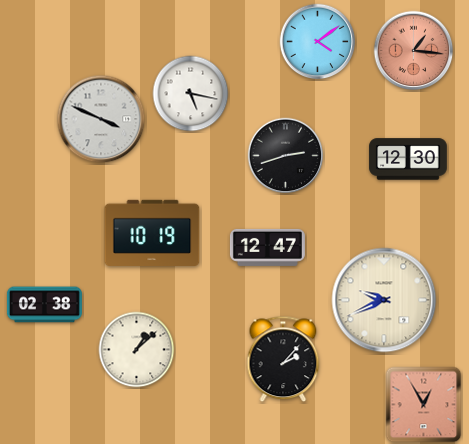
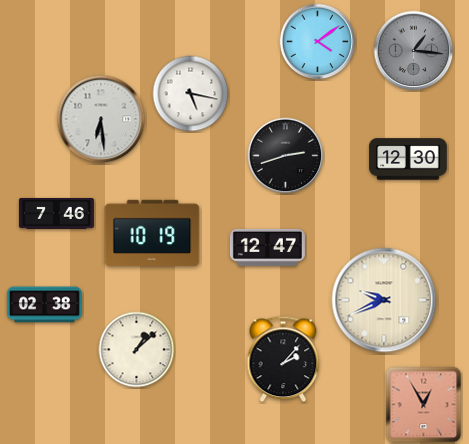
clock at (414, 51) dial: salmon -> grey
clock at (101, 119): 3:49 -> 6:29
clock at (56, 213): none -> 7:46
